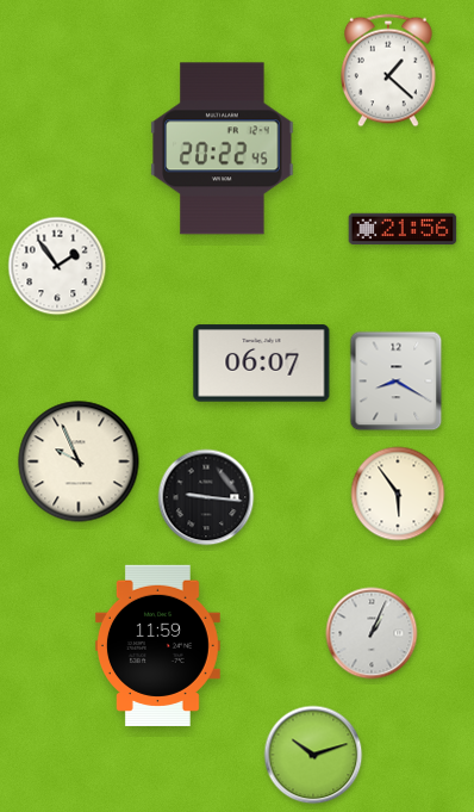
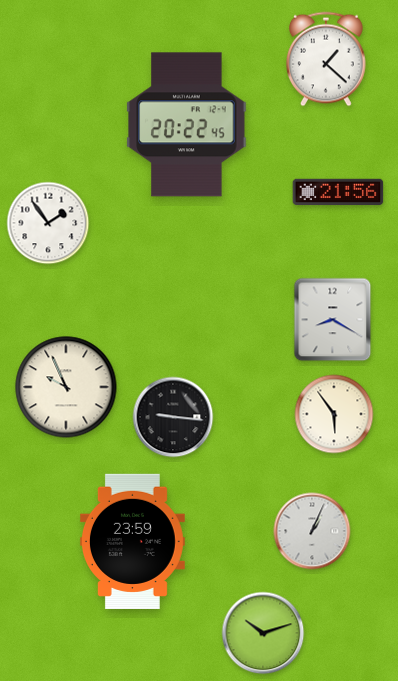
clock at (262, 364): 06:07 -> none
clock at (157, 645): 11:59 -> 23:59
